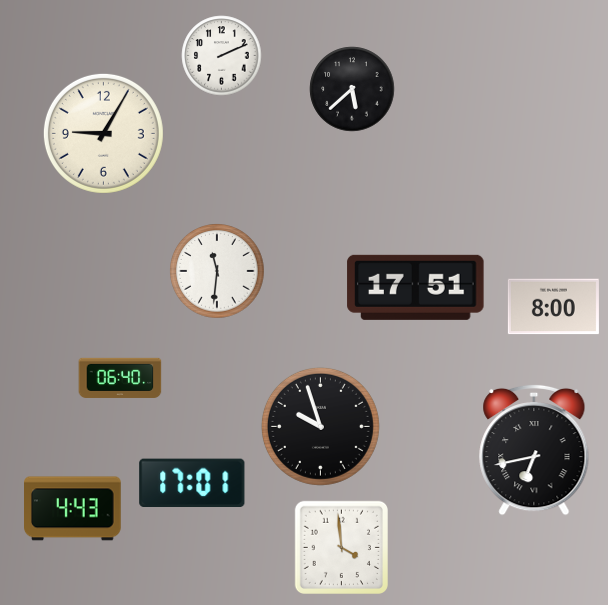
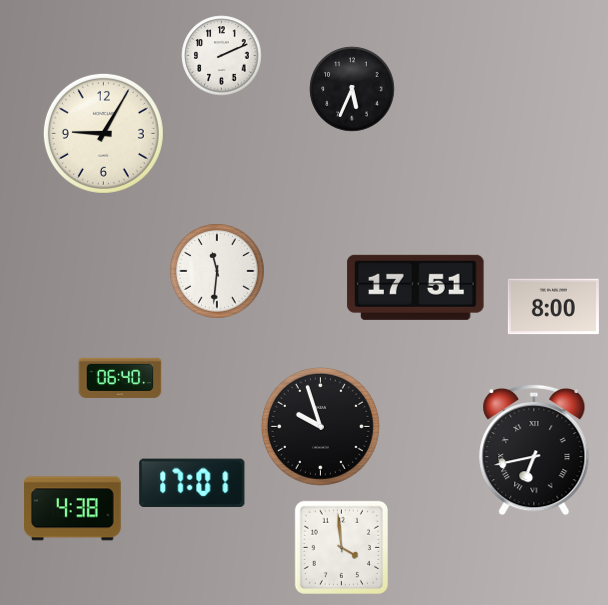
clock at (352, 89): 5:38 -> 5:34
clock at (73, 509): 4:43 -> 4:38
